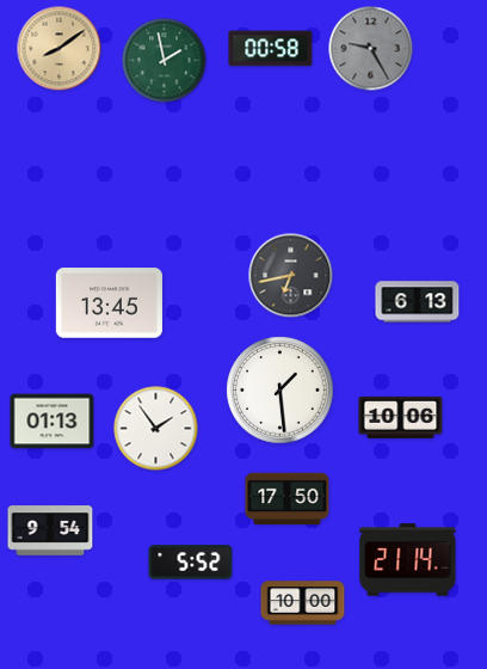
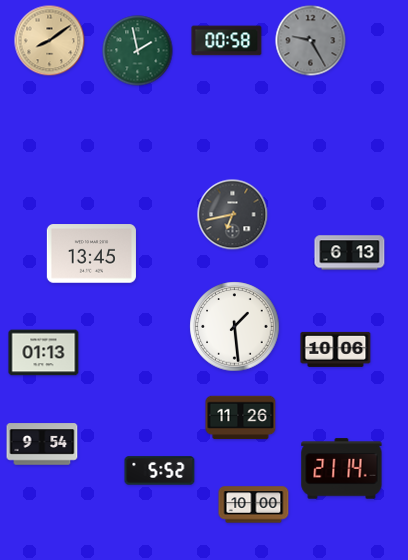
clock at (291, 276) position: (291, 276) -> (233, 215)
clock at (156, 429): 1:54 -> none
clock at (288, 499): 17:50 -> 11:26
